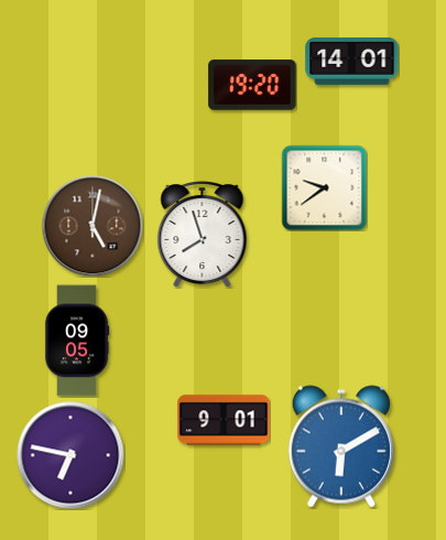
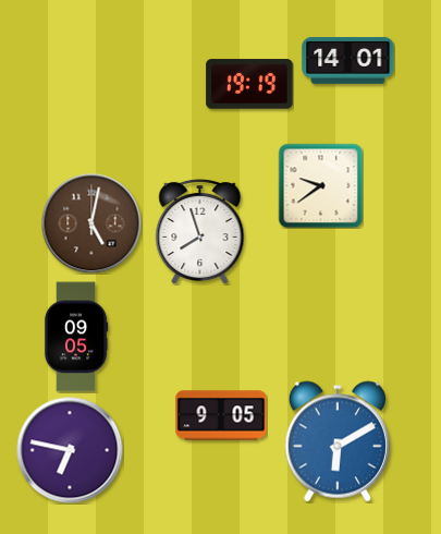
clock at (252, 85): 19:20 -> 19:19
clock at (224, 420): 9:01 -> 9:05
